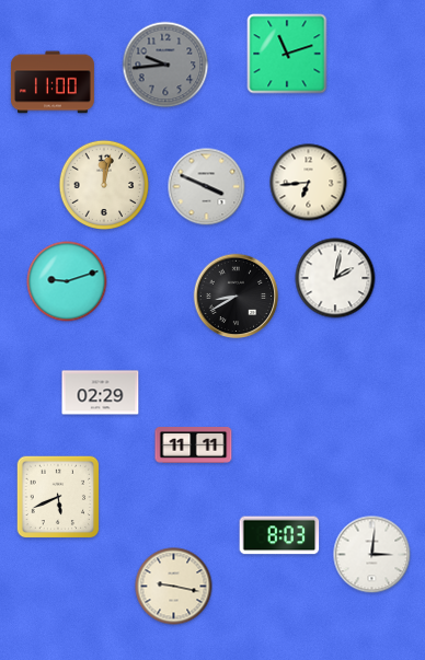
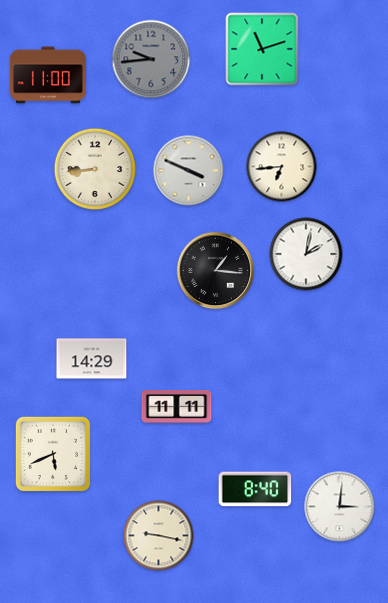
clock at (104, 185): 12:02 -> 8:44
clock at (67, 281): 9:12 -> none
clock at (237, 297): 8:40 -> 1:16
clock at (101, 393): 02:29 -> 14:29
clock at (279, 535): 8:03 -> 8:40
